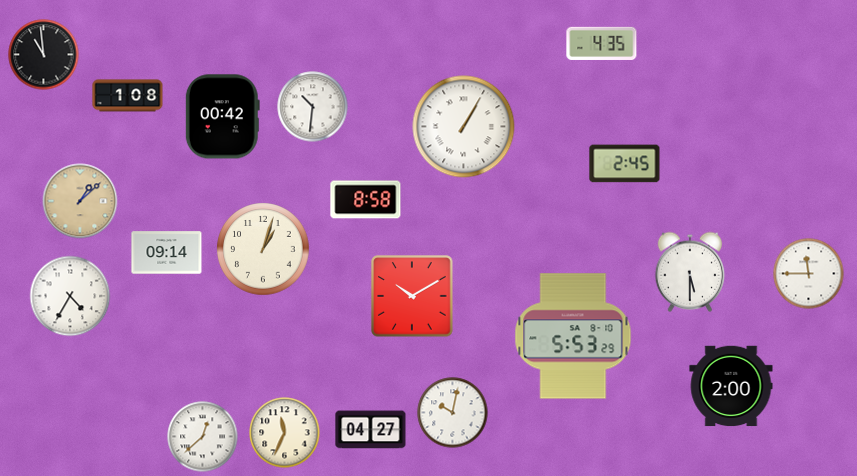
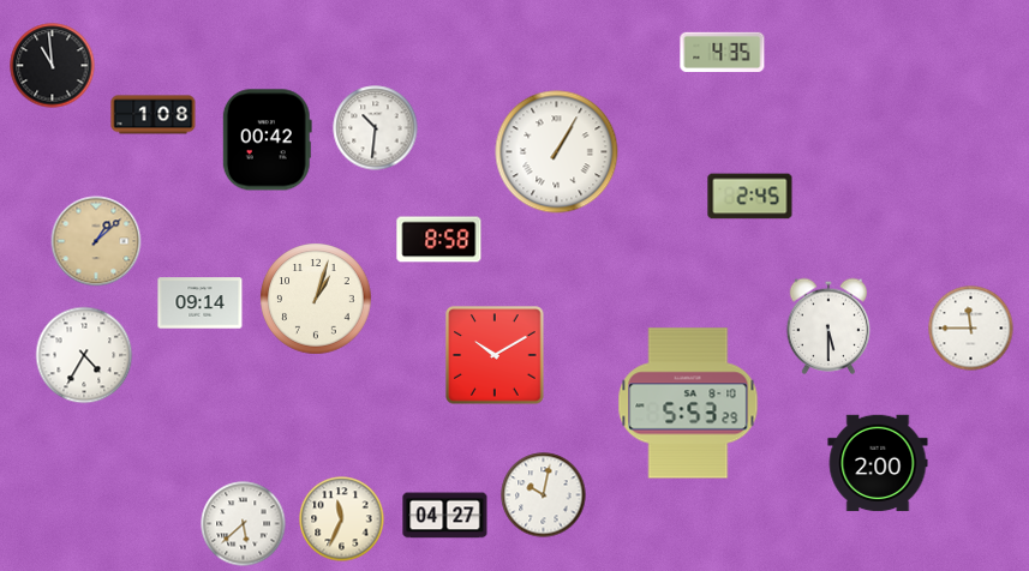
clock at (203, 437): 12:38 -> 5:38
